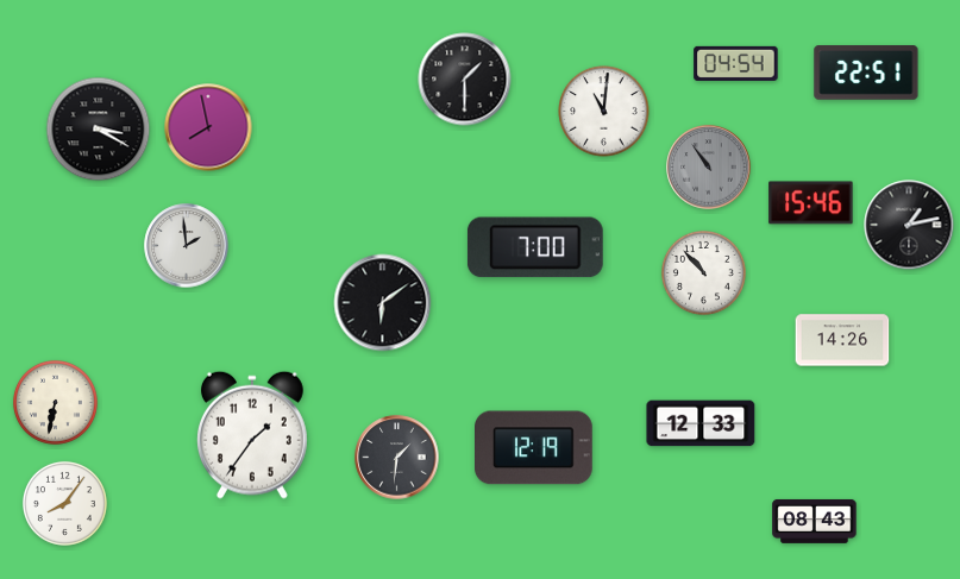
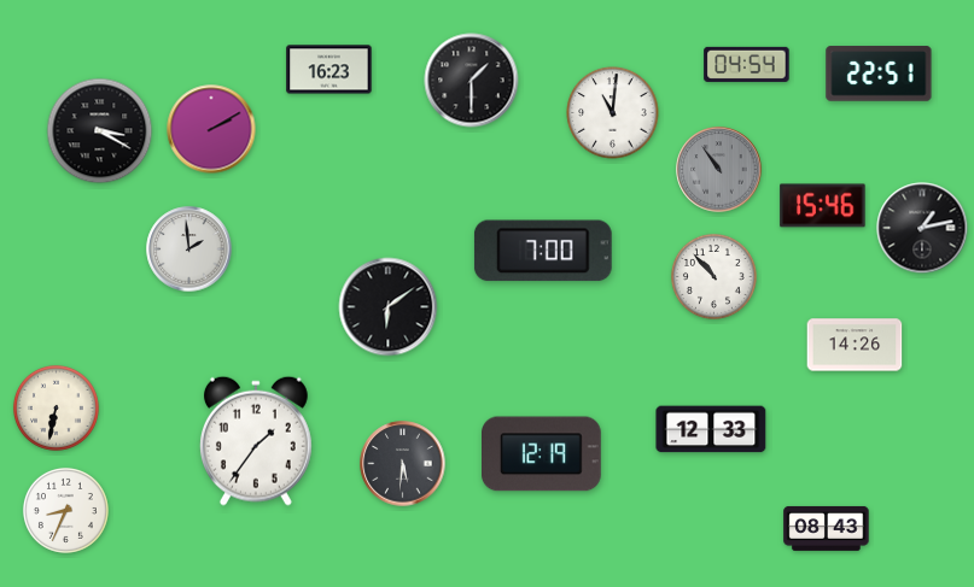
clock at (329, 70): none -> 16:23
clock at (208, 127): 7:58 -> 2:10
clock at (397, 458): 1:31 -> 5:31
clock at (64, 503): 8:06 -> 8:34
